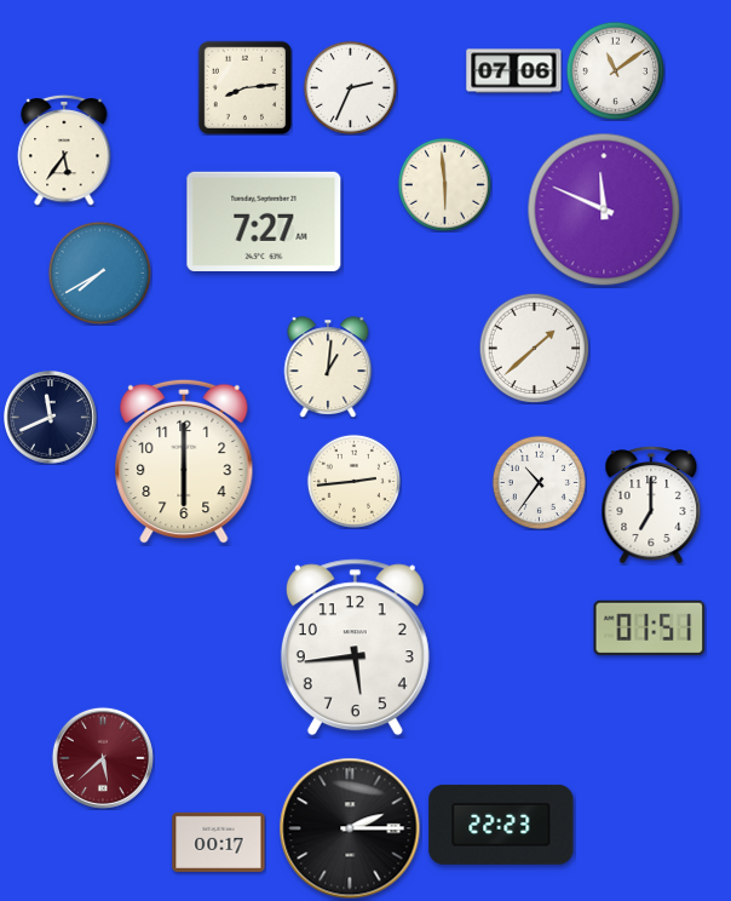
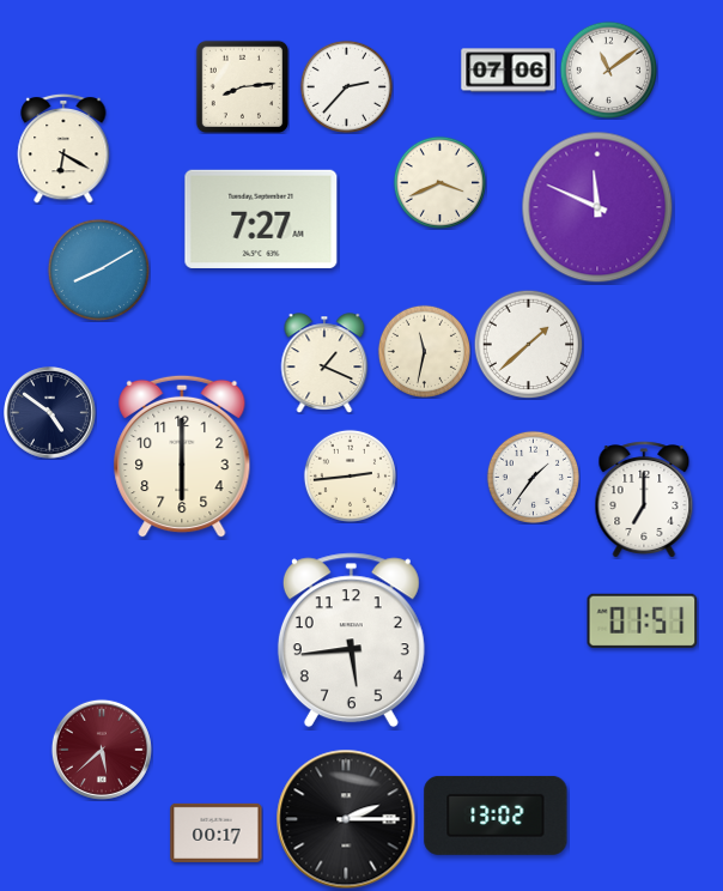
clock at (350, 87): 2:34 -> 2:37
clock at (64, 150): 5:36 -> 6:20
clock at (444, 184): 5:59 -> 3:41
clock at (99, 272): 7:40 -> 8:10
clock at (424, 351): none -> 11:32
clock at (328, 367): 1:01 -> 1:19
clock at (51, 418): 11:41 -> 4:51
clock at (539, 482): 10:36 -> 1:36
clock at (501, 825): 22:23 -> 13:02
